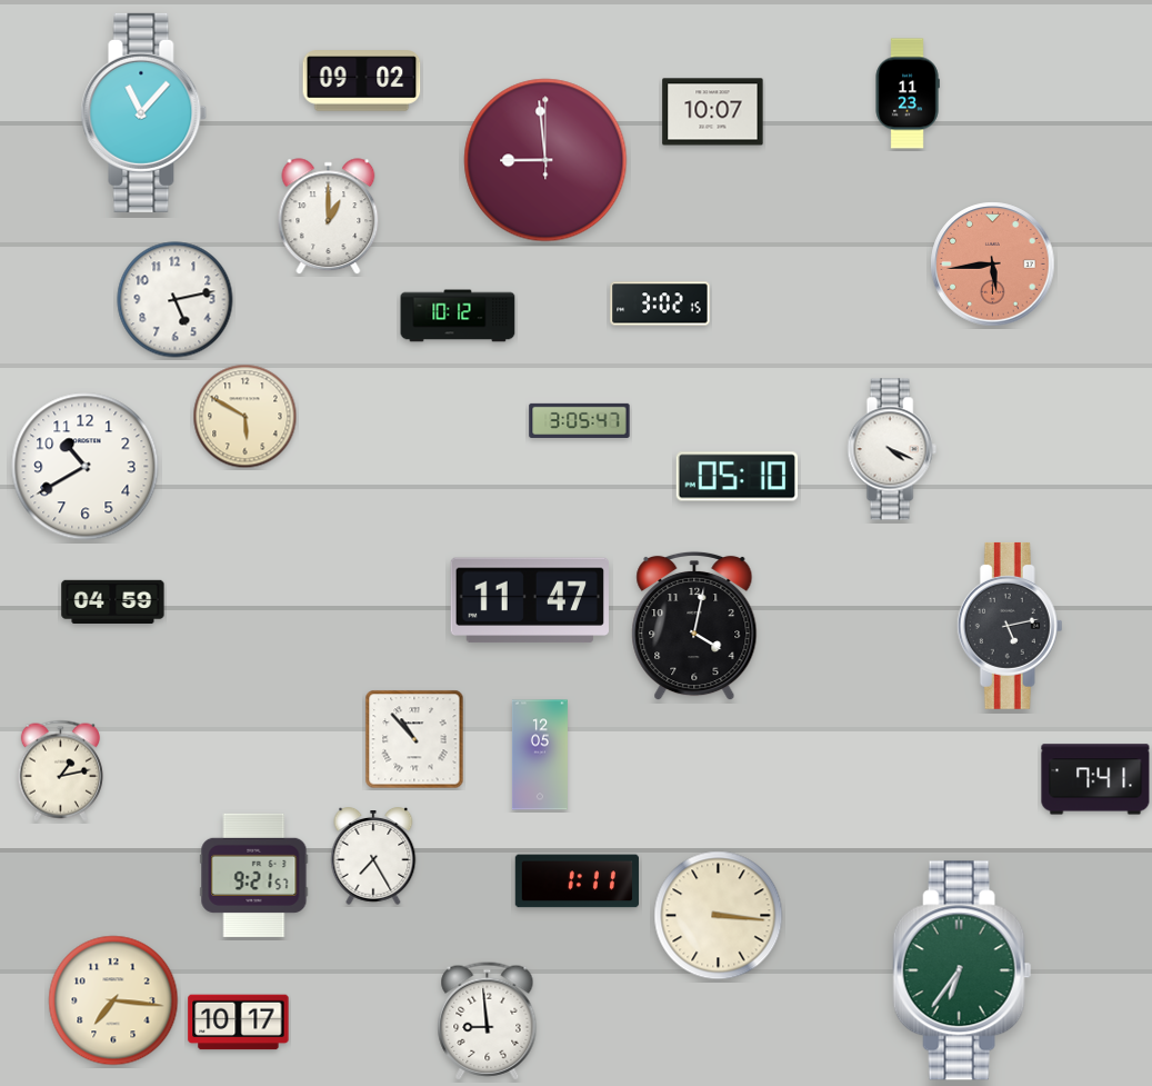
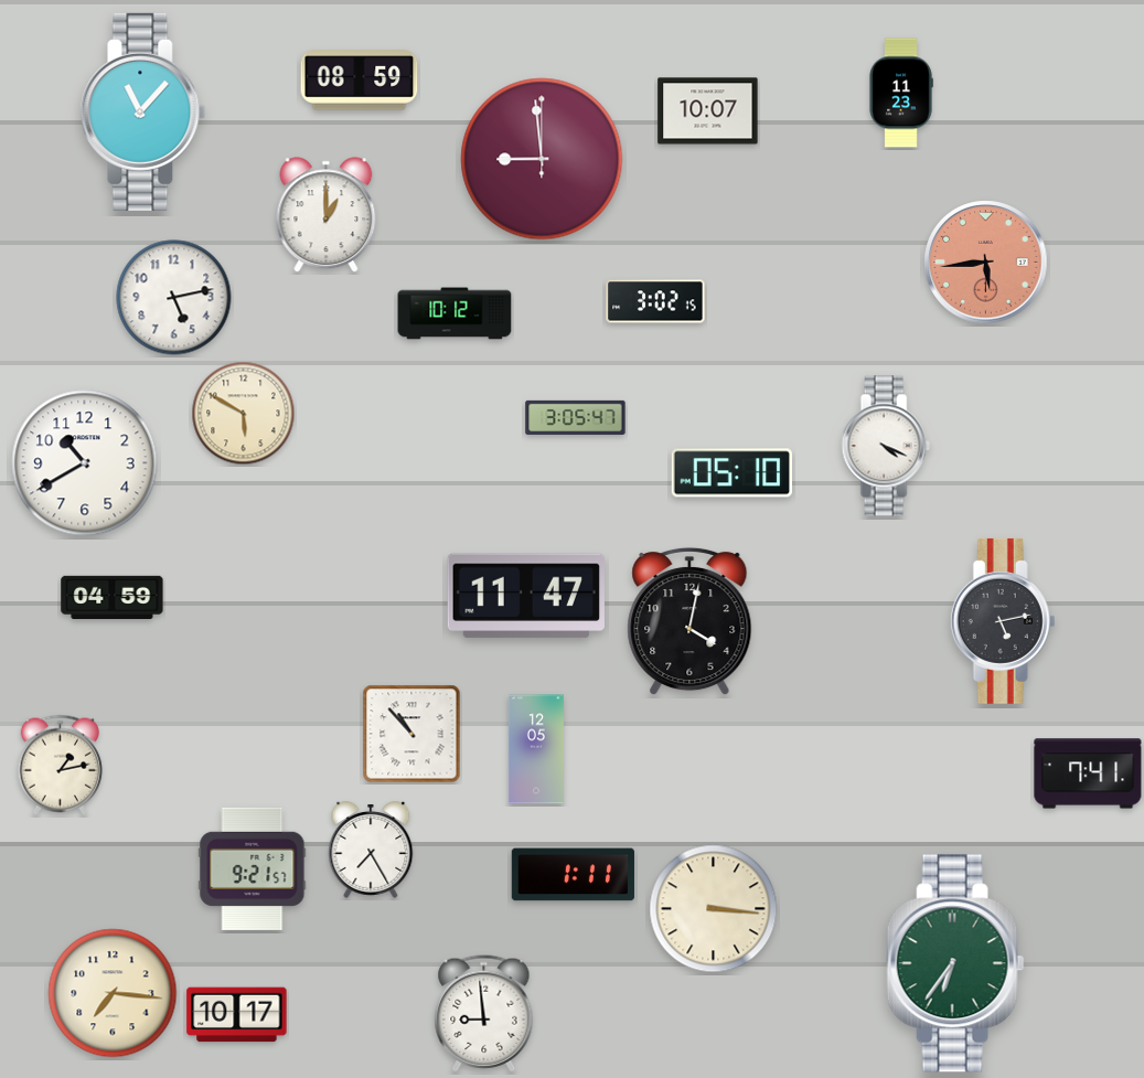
clock at (362, 81): 09:02 -> 08:59
